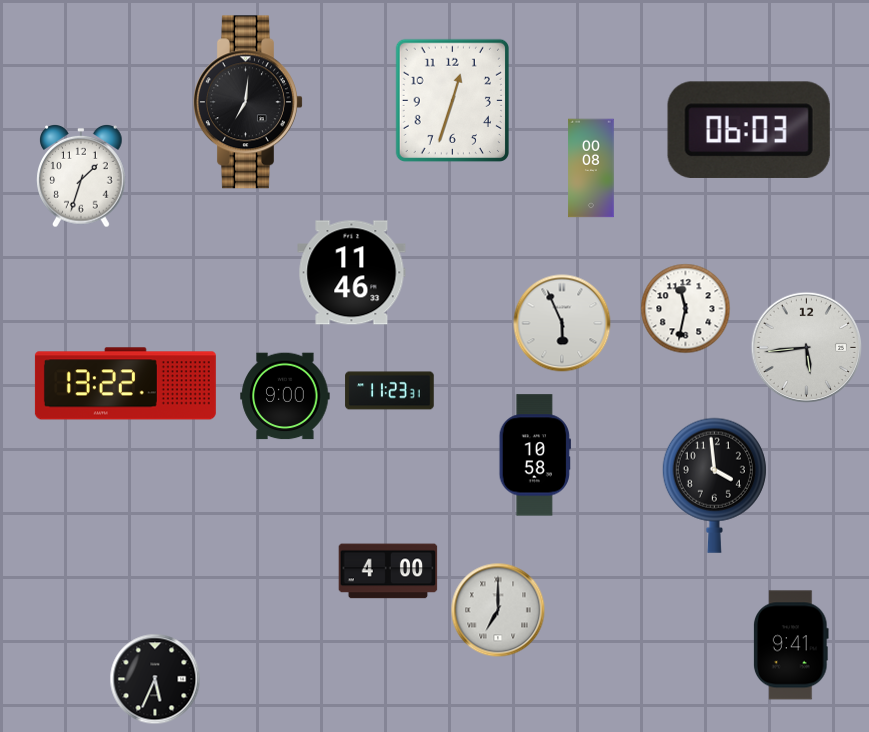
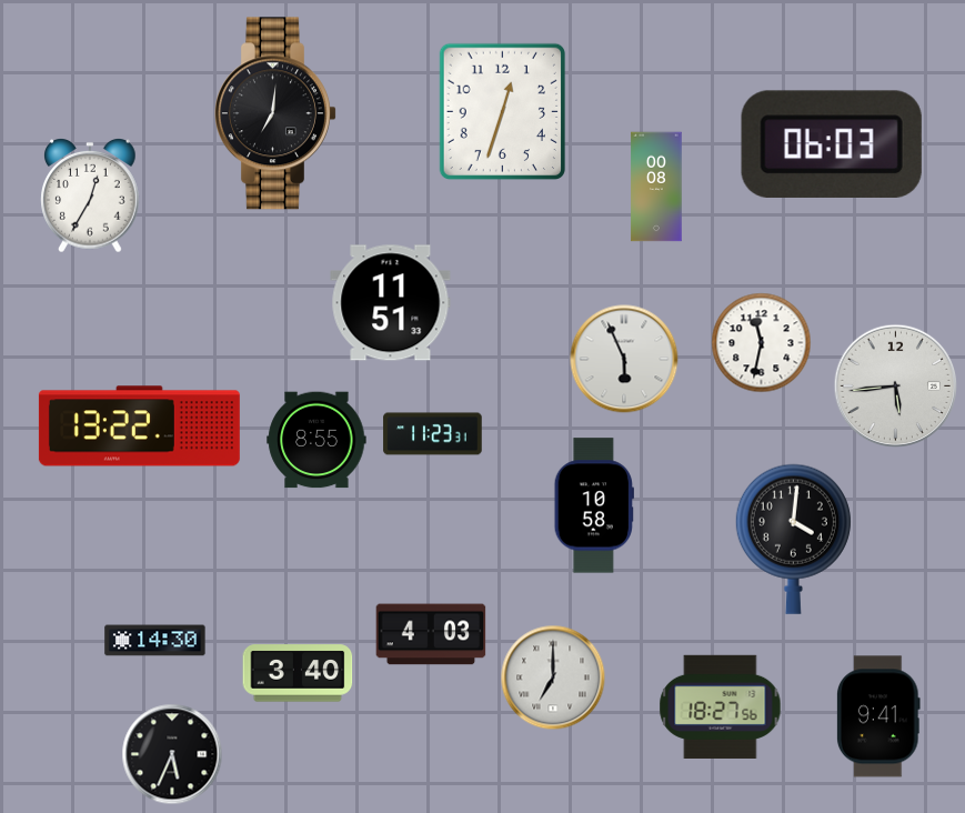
clock at (81, 177): 1:33 -> 12:35
clock at (352, 273): 11:46 -> 11:51
clock at (285, 396): 9:00 -> 8:55
clock at (714, 485): 3:59 -> 4:01
clock at (388, 571): 4:00 -> 4:03
clock at (155, 641): none -> 14:30
clock at (298, 673): none -> 3:40
clock at (721, 706): none -> 18:27
